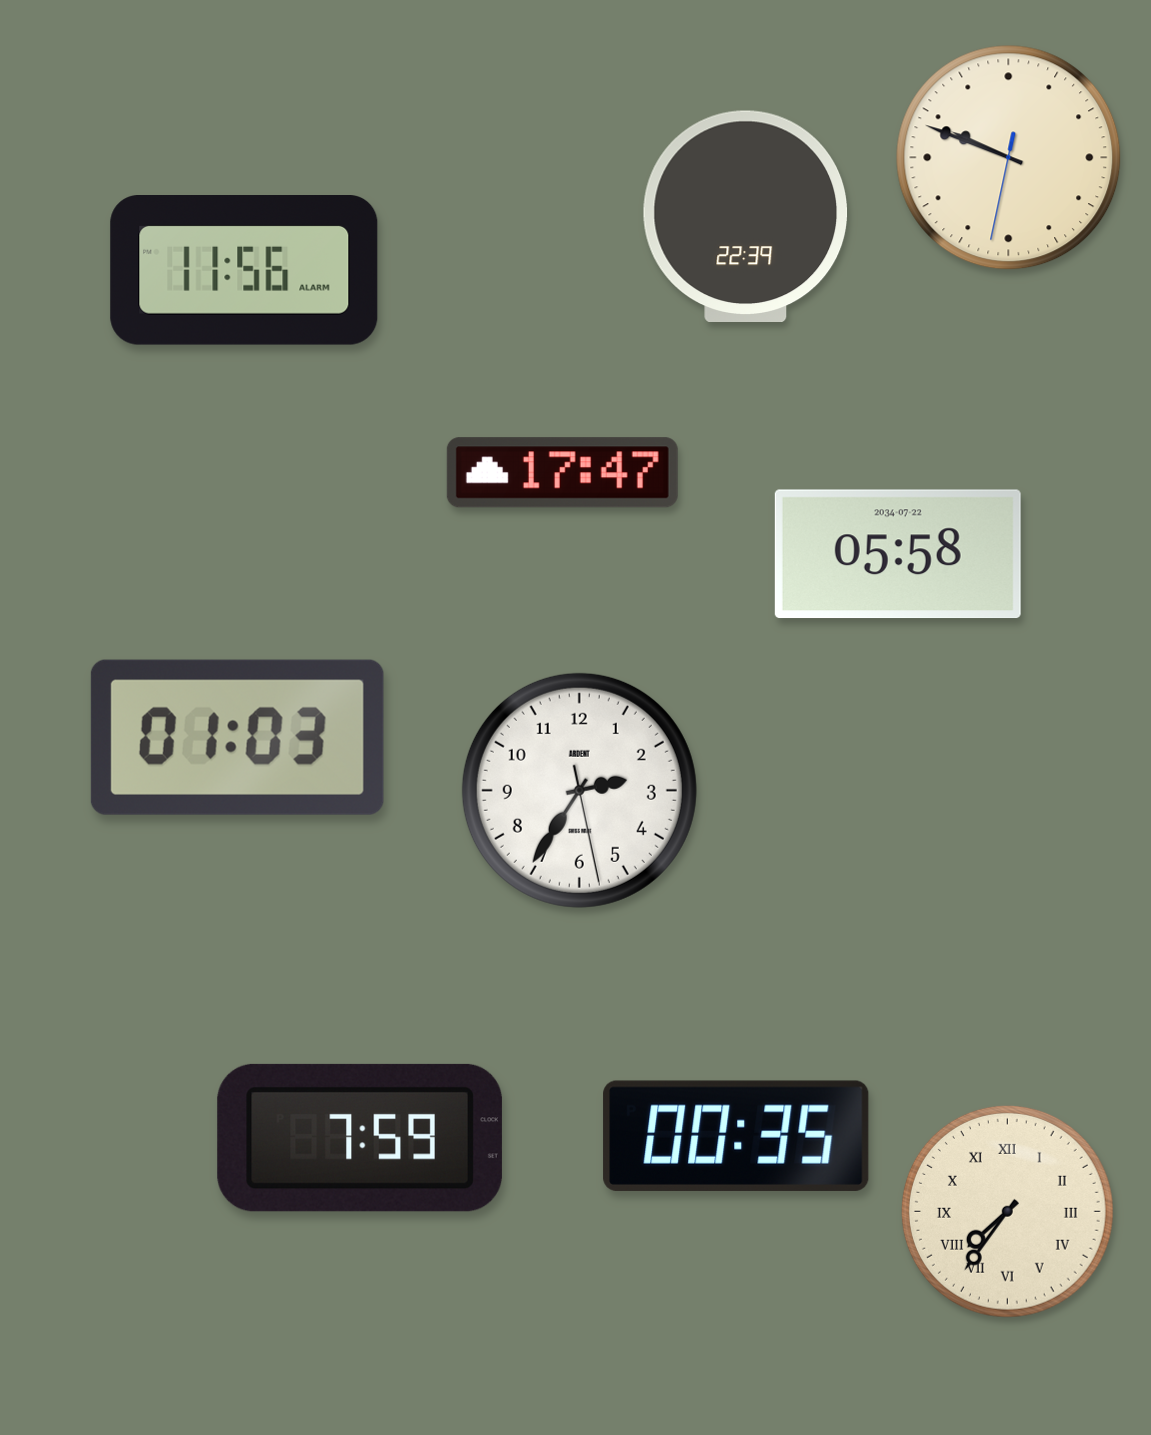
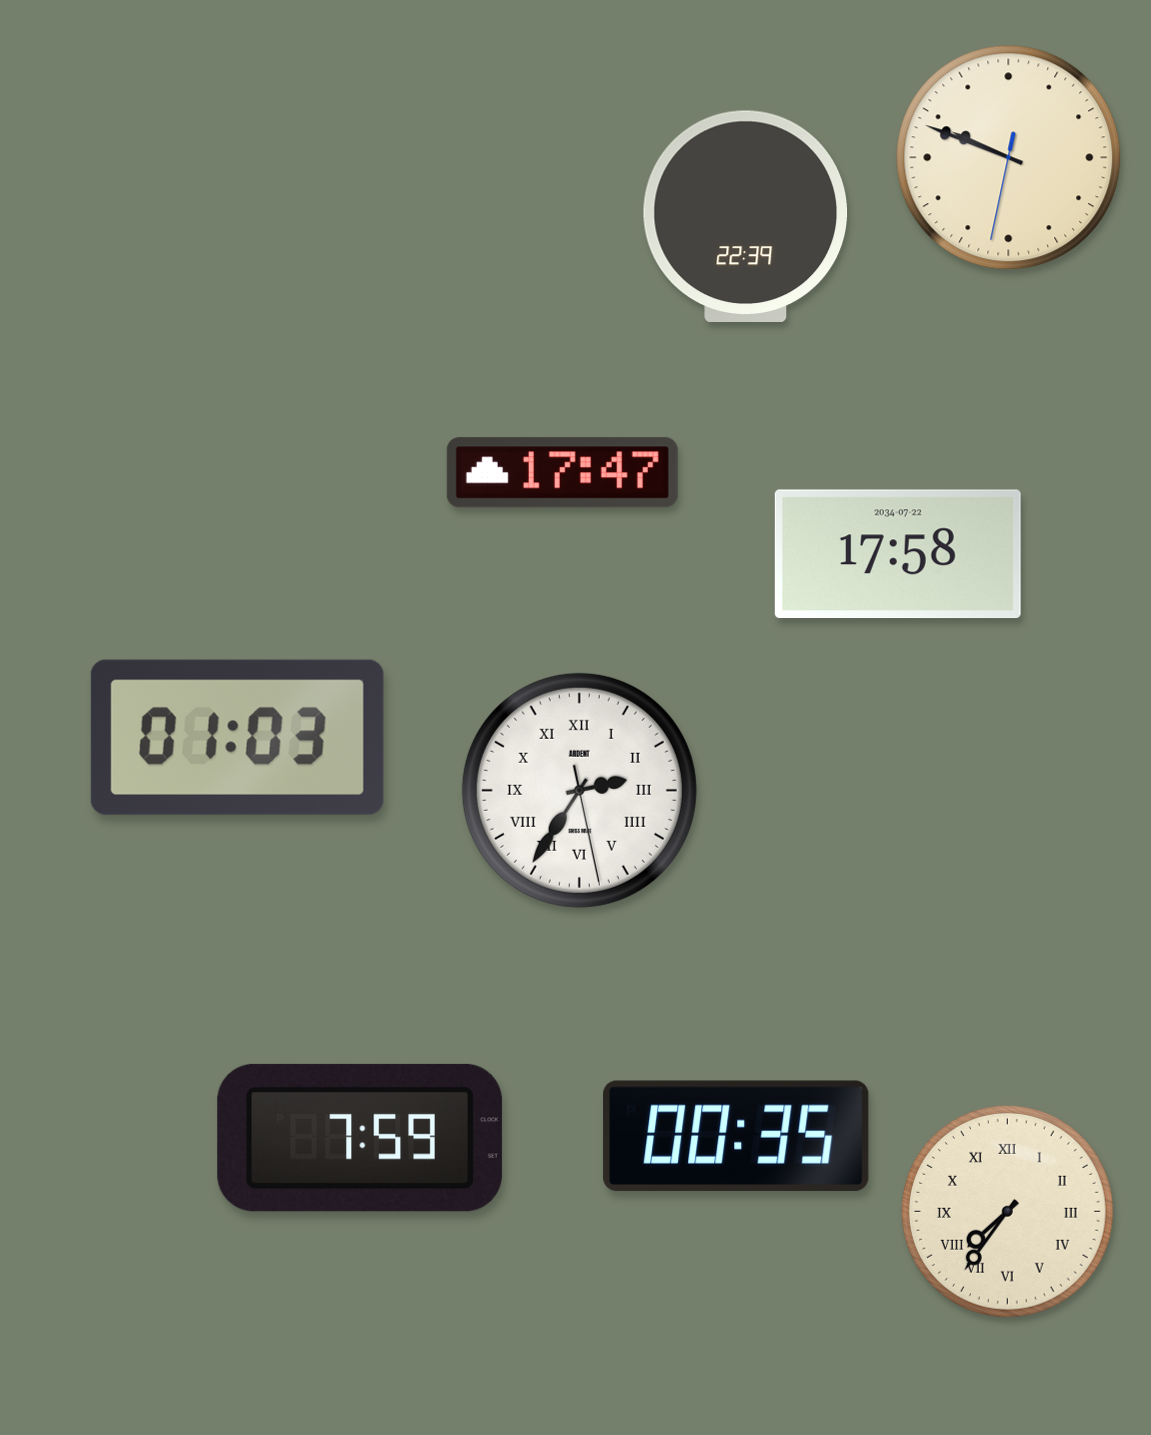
clock at (244, 271): 11:56 -> none
clock at (898, 554): 05:58 -> 17:58
clock at (579, 790) numerals: Arabic -> Roman
